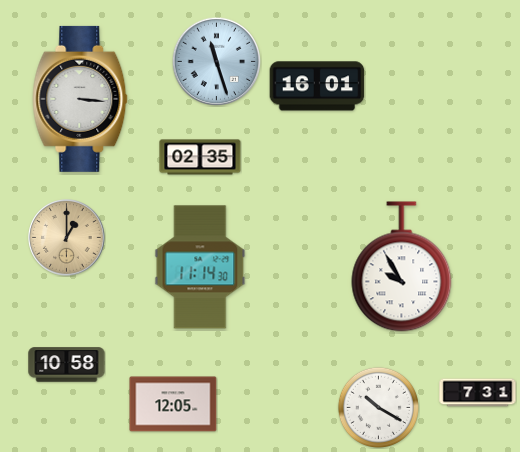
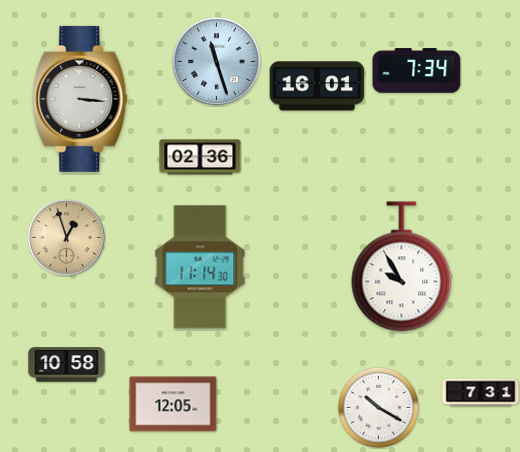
clock at (417, 71): none -> 7:34
clock at (200, 157): 02:35 -> 02:36
clock at (67, 238): 1:00 -> 12:57
clock at (478, 393) position: (478, 393) -> (481, 393)
